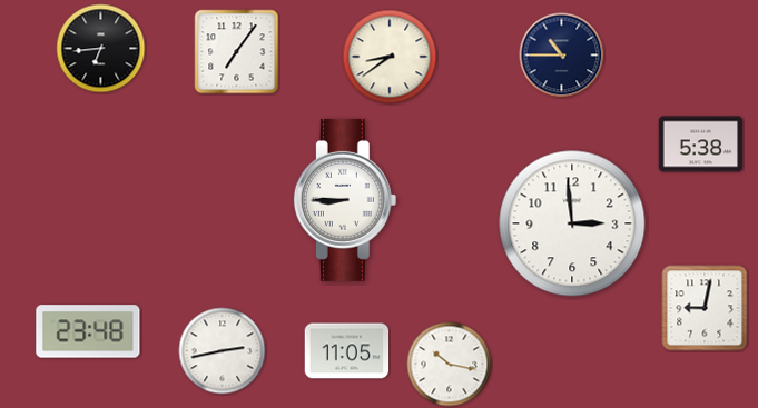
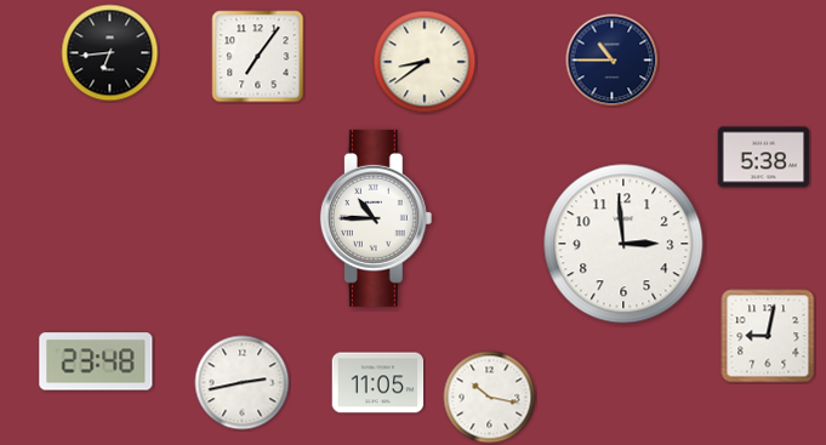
clock at (345, 200): 8:45 -> 10:45
